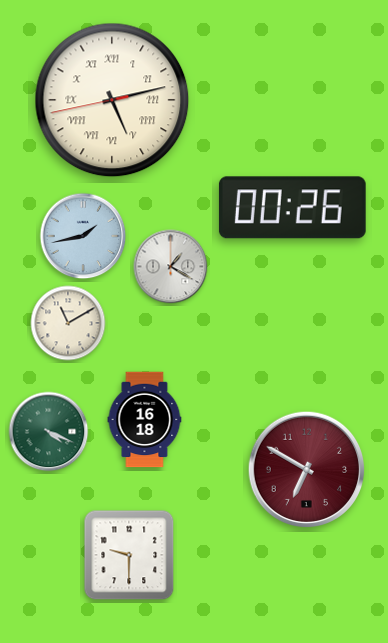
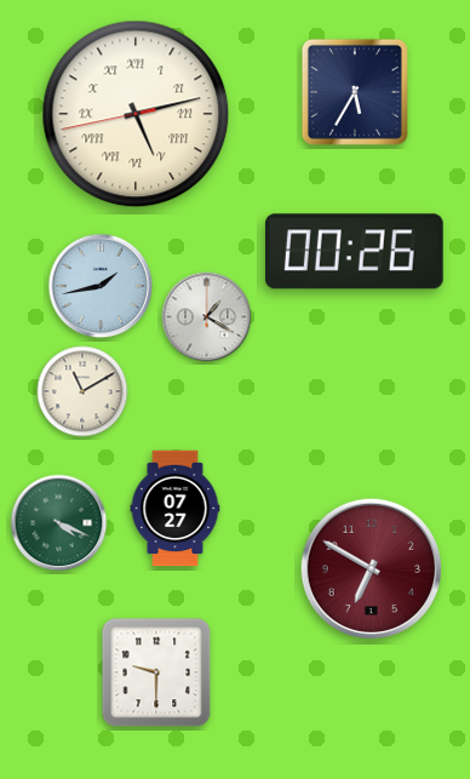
clock at (355, 92): none -> 5:35
clock at (112, 100) position: (112, 100) -> (136, 114)
clock at (171, 267) position: (171, 267) -> (207, 317)
clock at (145, 420): 16:18 -> 07:27
